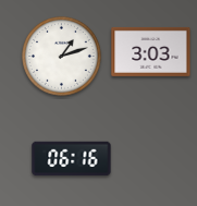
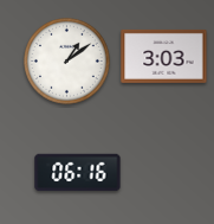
clock at (62, 57): 1:12 -> 1:09
